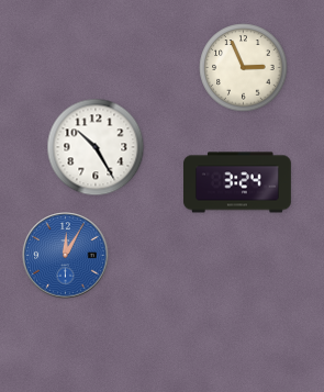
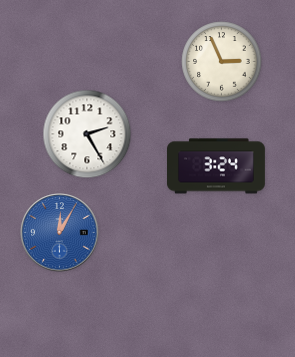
clock at (96, 147): 10:25 -> 2:25
